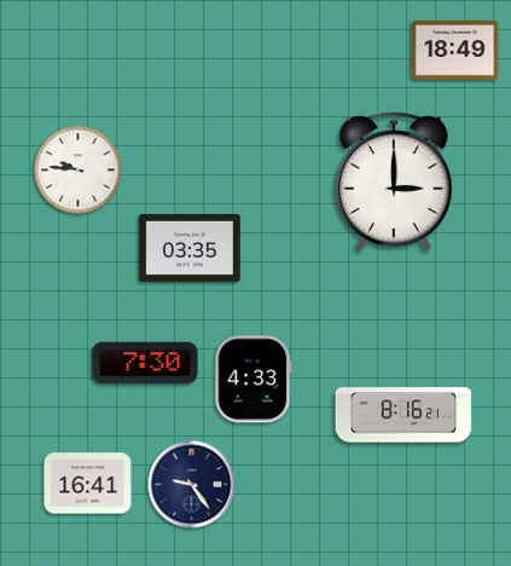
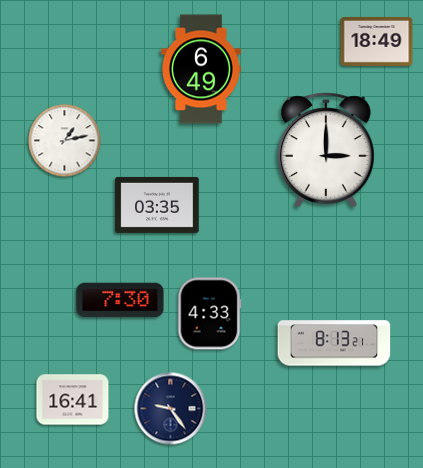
clock at (201, 69): none -> 6:49
clock at (79, 171): 9:46 -> 1:13
clock at (403, 415): 8:16 -> 8:13
clock at (192, 485) position: (192, 485) -> (171, 409)
